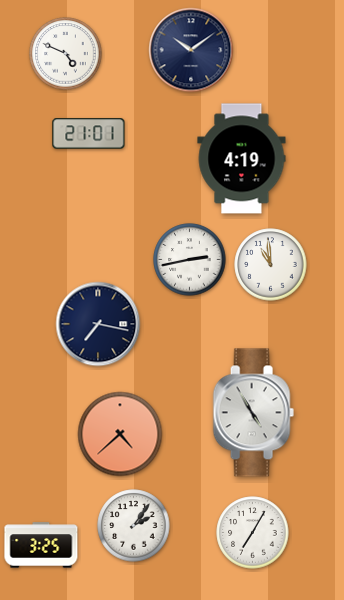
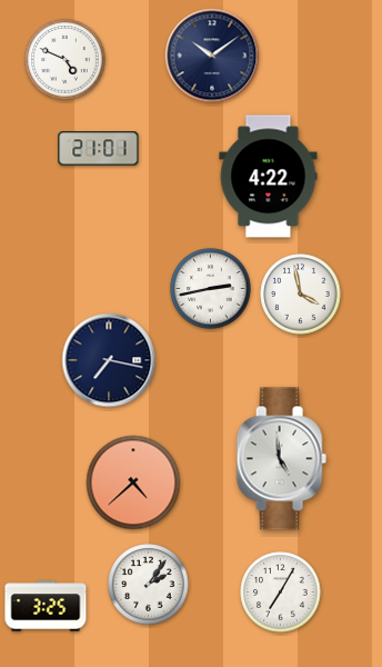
clock at (66, 54) position: (66, 54) -> (66, 60)
clock at (242, 159): 4:19 -> 4:22
clock at (271, 265): 10:59 -> 3:58
clock at (253, 413): 4:55 -> 4:59
